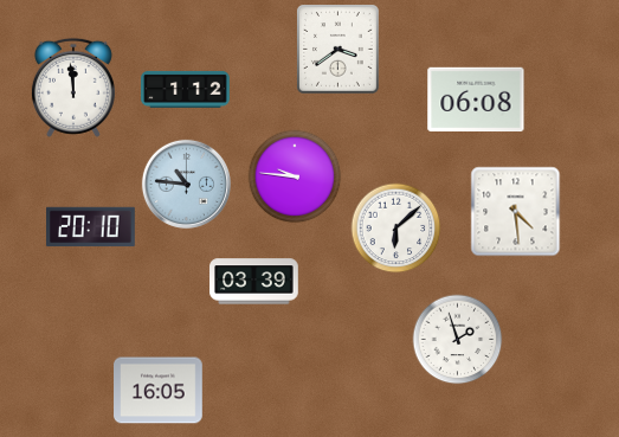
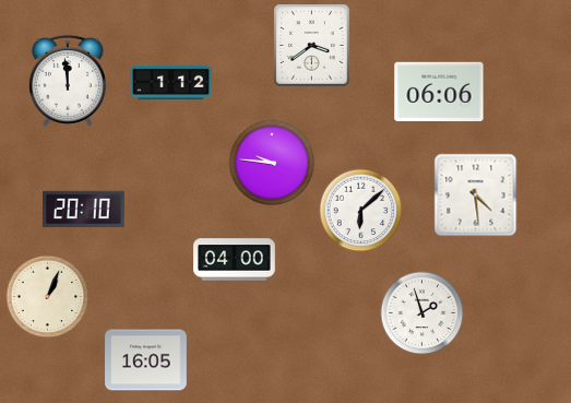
clock at (476, 98): 06:08 -> 06:06
clock at (186, 184): 10:46 -> none
clock at (396, 229) position: (396, 229) -> (361, 211)
clock at (254, 282): 03:39 -> 04:00
clock at (48, 297): none -> 1:04
